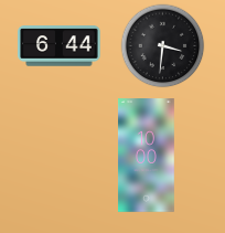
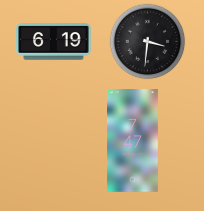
clock at (60, 46): 6:44 -> 6:19
clock at (147, 156): 10:00 -> 7:47
